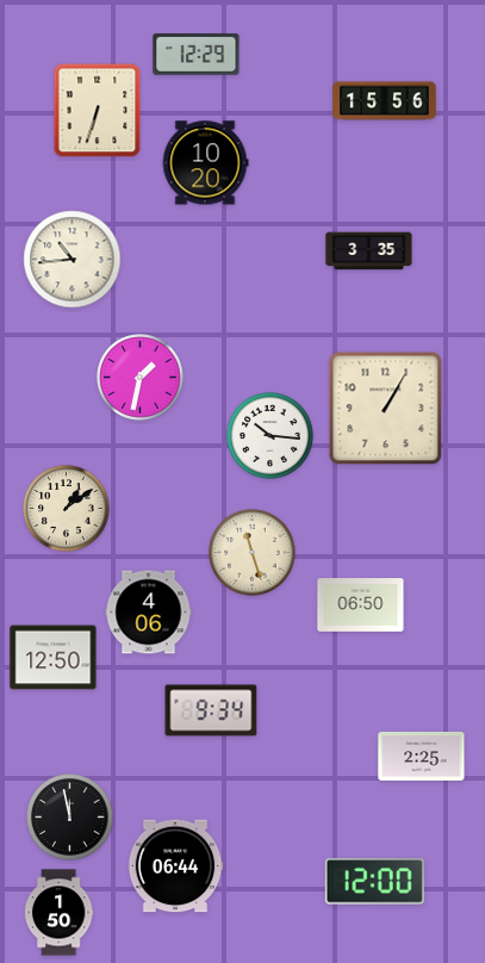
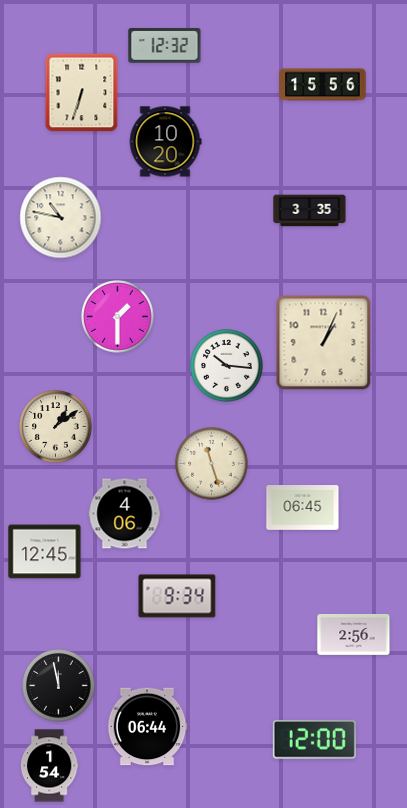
clock at (197, 55): 12:29 -> 12:32
clock at (205, 163) position: (205, 163) -> (165, 142)
clock at (73, 260): 10:44 -> 10:47
clock at (141, 378): 1:32 -> 1:30
clock at (386, 409): 1:05 -> 1:04
clock at (361, 605): 06:50 -> 06:45
clock at (54, 658): 12:50 -> 12:45
clock at (422, 756): 2:25 -> 2:56
clock at (58, 913): 1:50 -> 1:54
